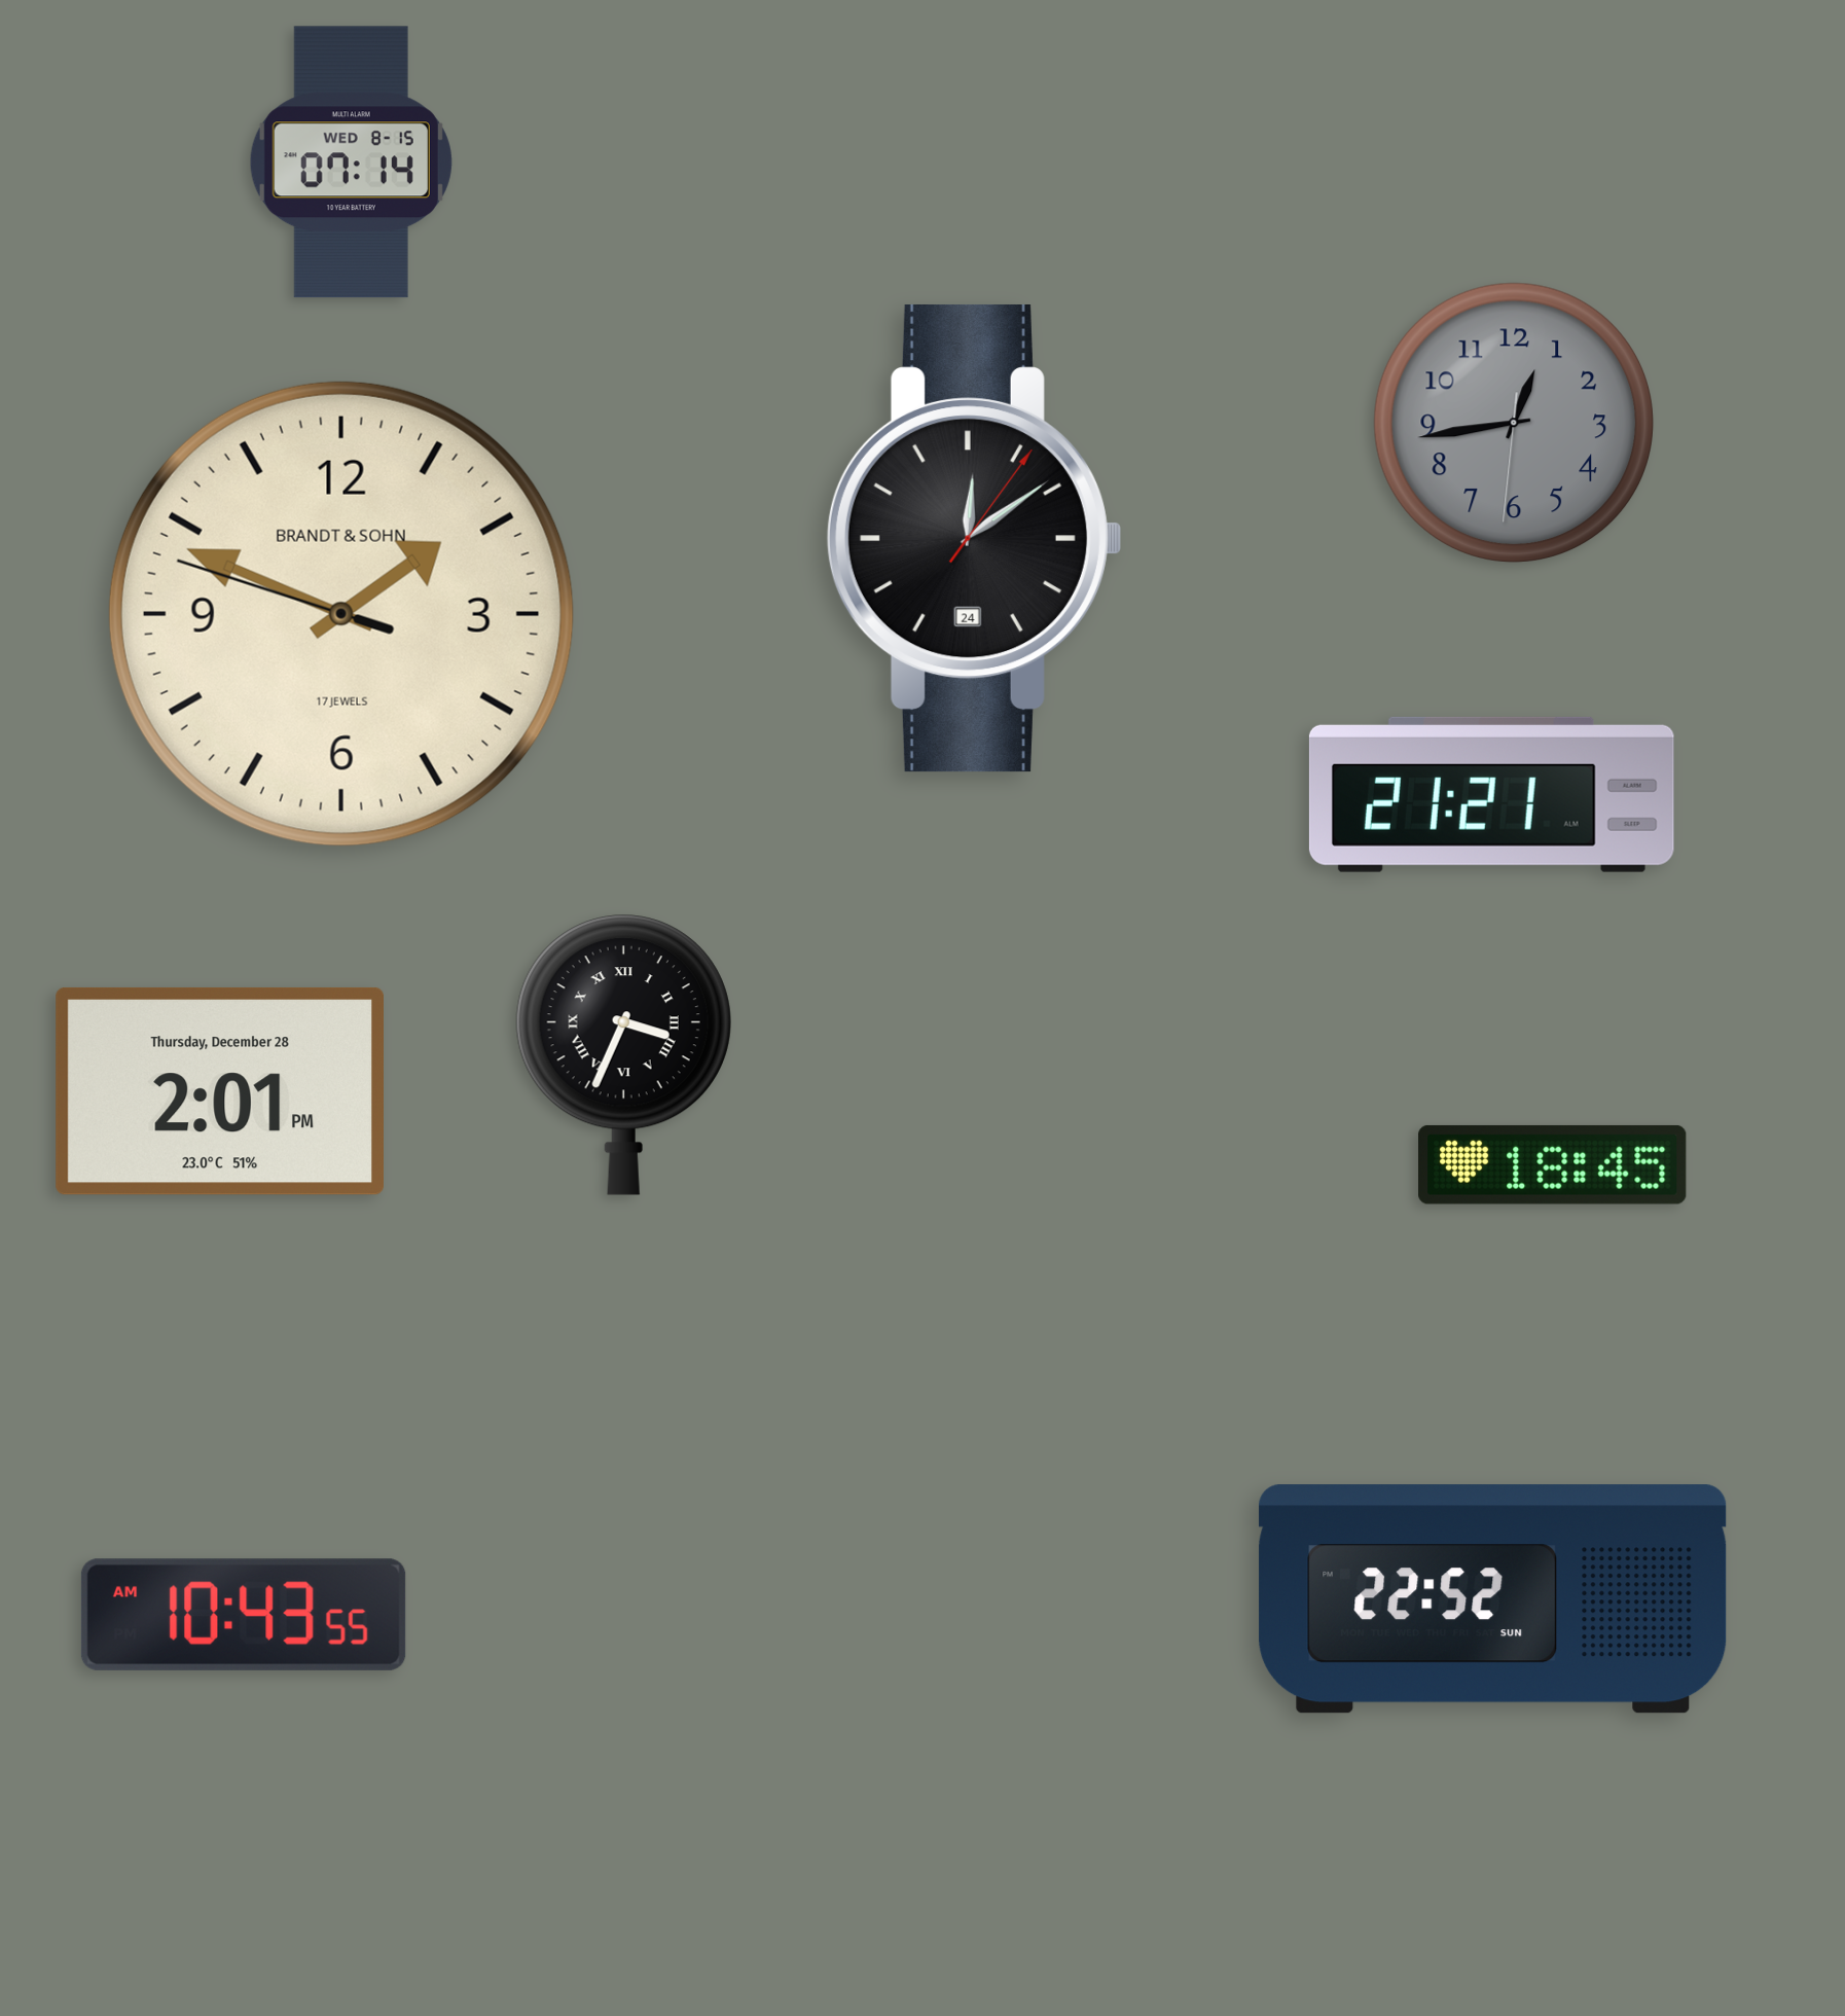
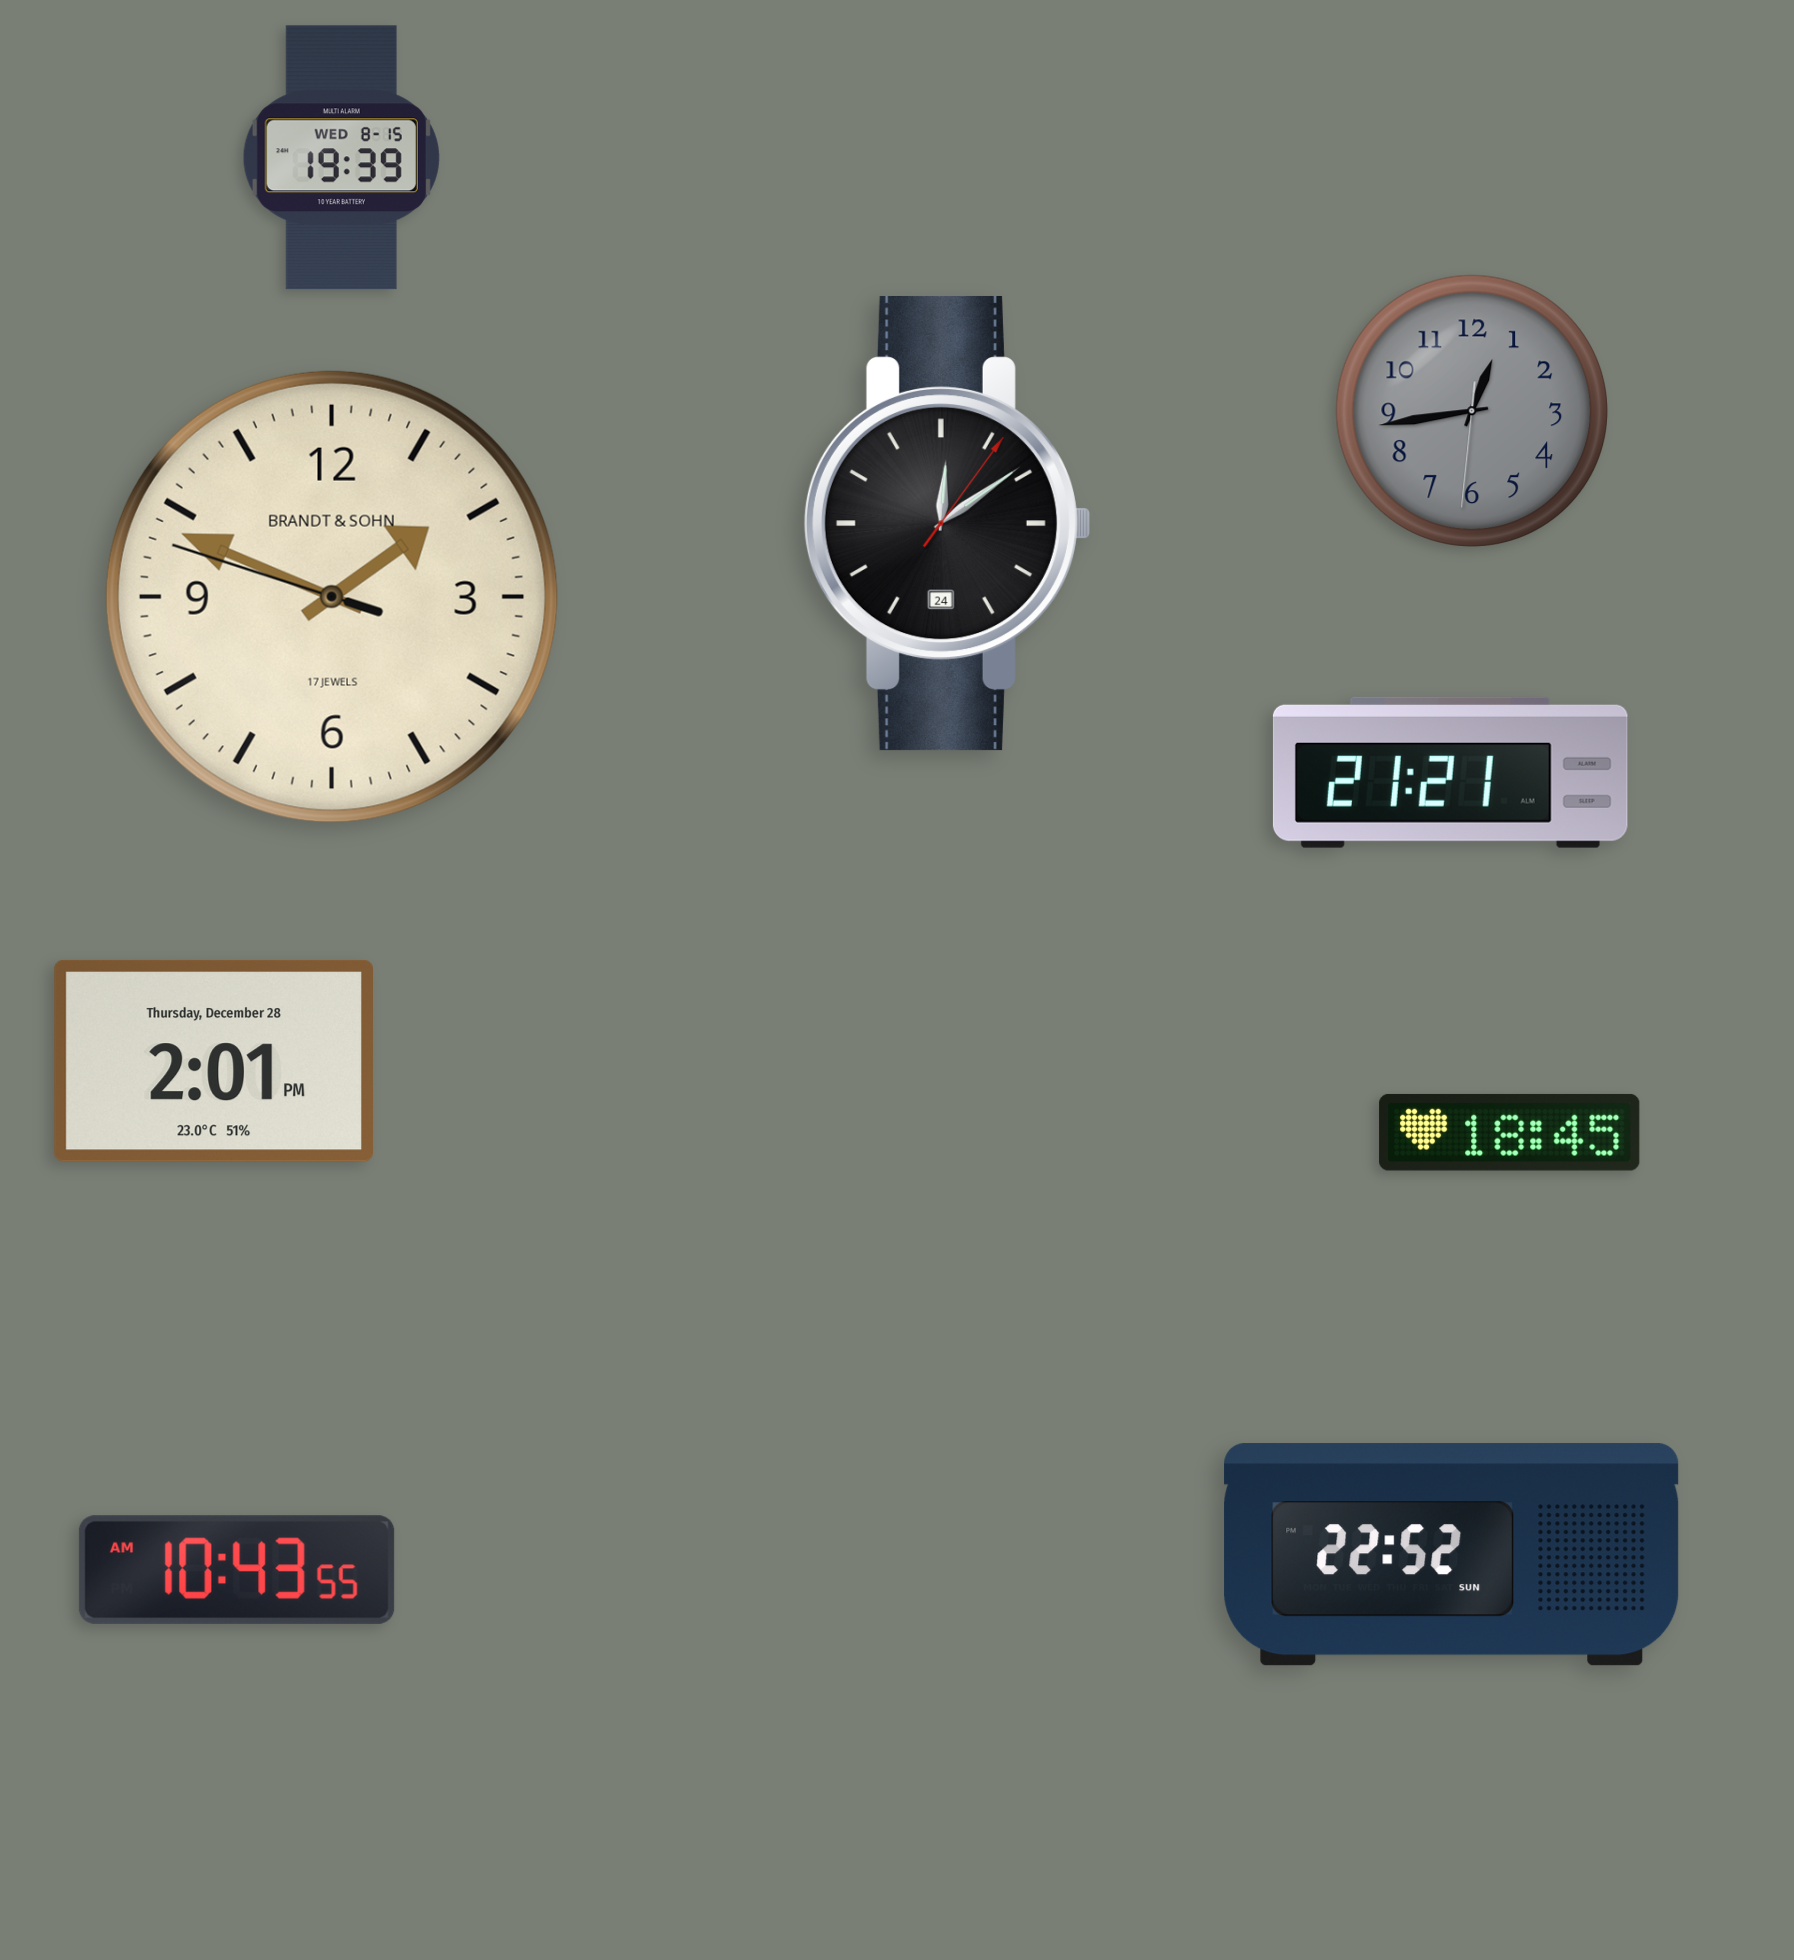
clock at (351, 163): 07:14 -> 19:39
clock at (623, 1054): 3:34 -> none
